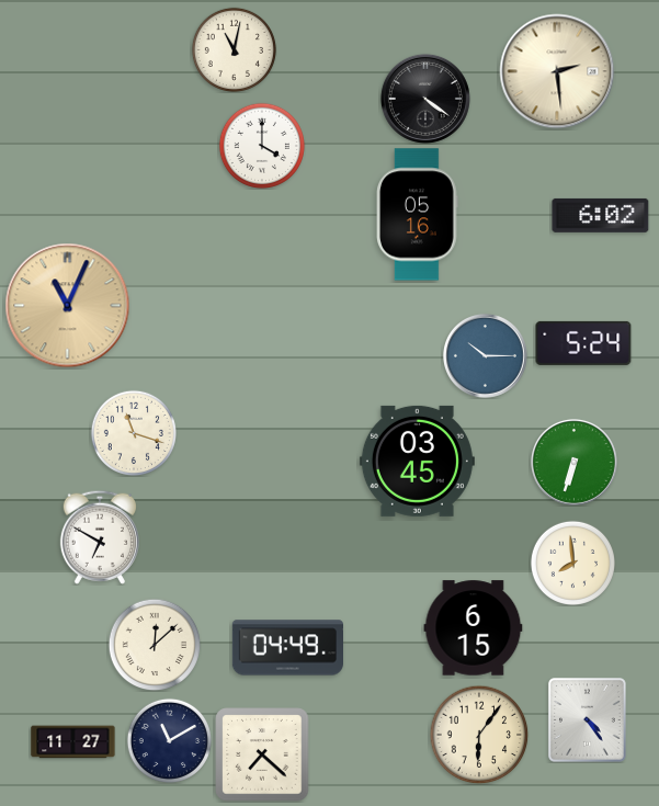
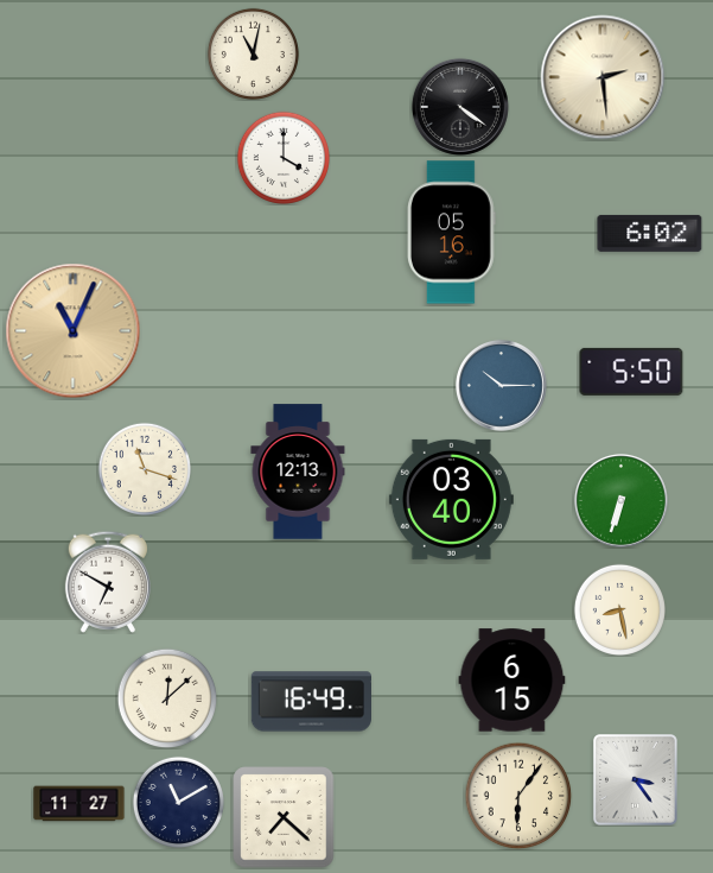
clock at (583, 343): 5:24 -> 5:50
clock at (486, 356) position: (486, 356) -> (502, 386)
clock at (298, 472): none -> 12:13
clock at (417, 461): 03:45 -> 03:40
clock at (572, 563): 7:59 -> 8:28
clock at (287, 648): 04:49 -> 16:49
clock at (588, 720): 4:24 -> 3:24
clock at (169, 740) position: (169, 740) -> (178, 802)
